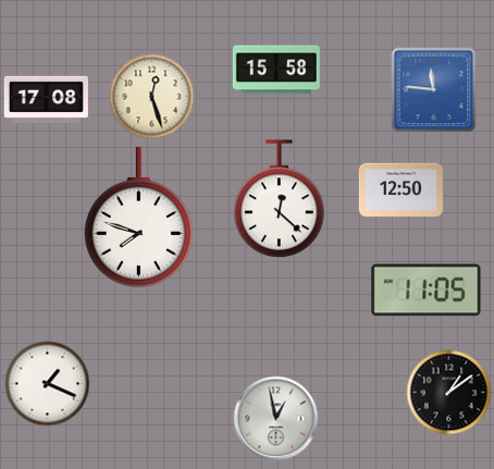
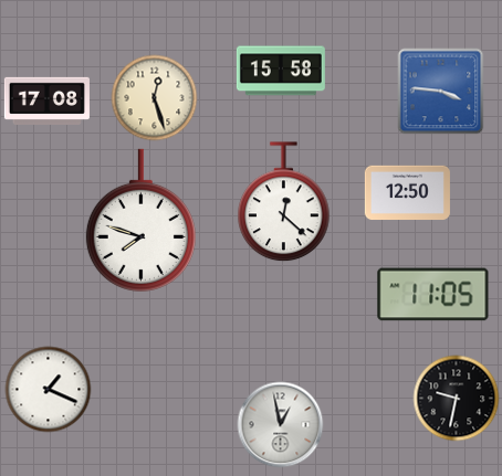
clock at (433, 89): 11:46 -> 3:46
clock at (448, 392): 1:09 -> 9:32
